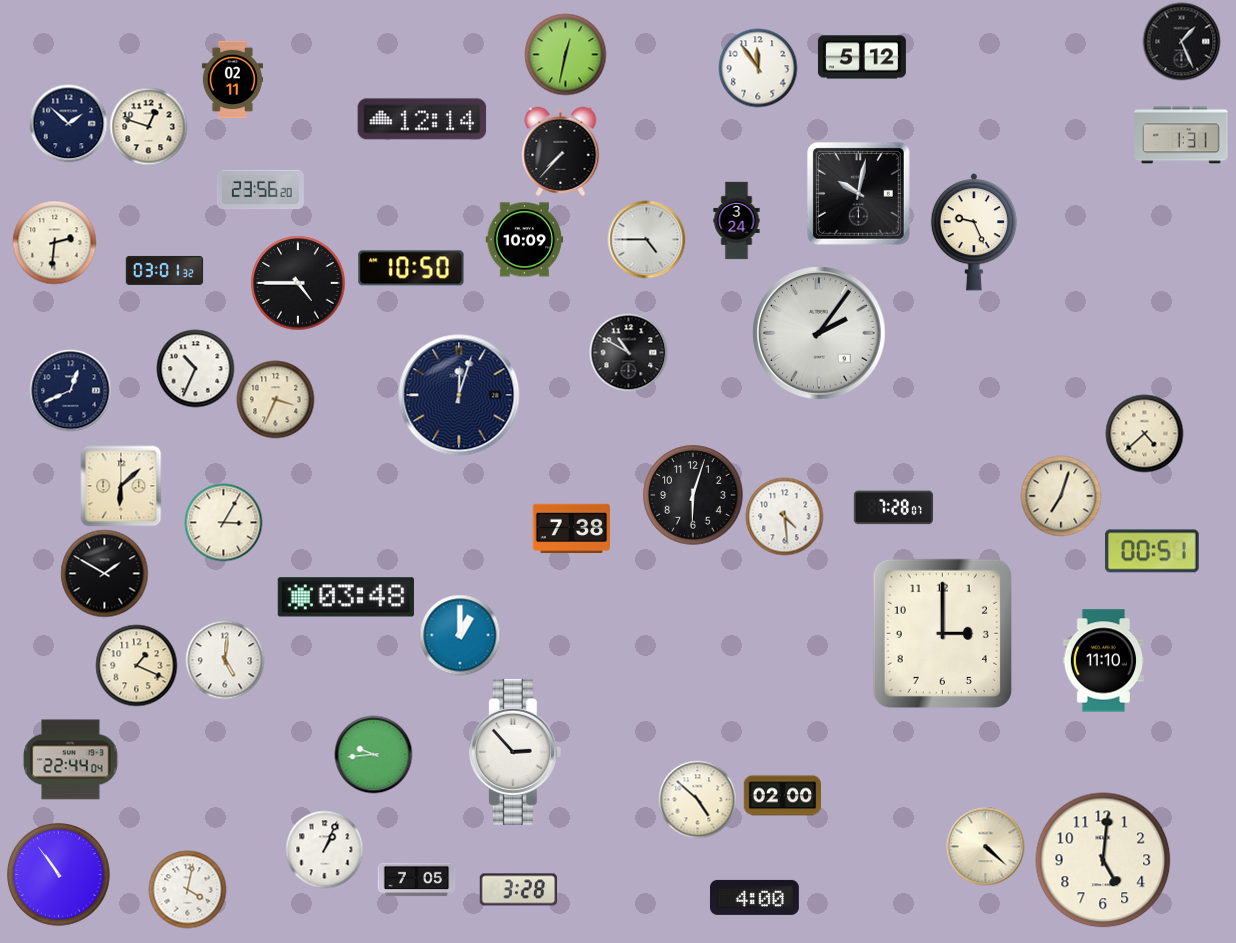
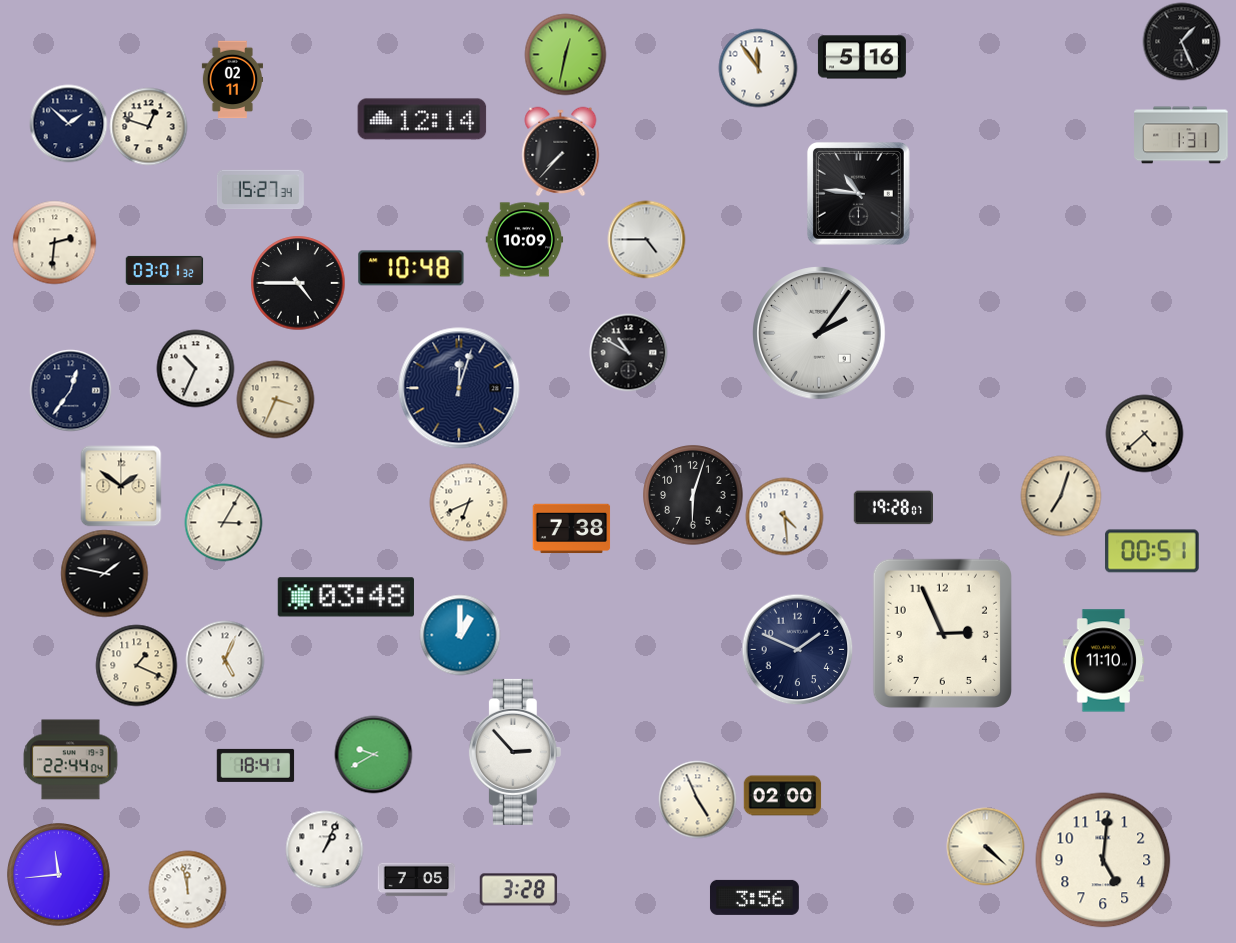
clock at (862, 57): 5:12 -> 5:16
clock at (260, 190): 23:56 -> 15:27
clock at (858, 193): 10:02 -> 10:46
clock at (737, 220): 3:24 -> none
clock at (973, 232): 9:26 -> none
clock at (411, 268): 10:50 -> 10:48
clock at (70, 390): 12:41 -> 12:36
clock at (459, 395) position: (459, 395) -> (459, 388)
clock at (121, 486): 6:08 -> 1:51
clock at (468, 502): none -> 6:41
clock at (893, 508): 7:28 -> 19:28
clock at (104, 573): 1:50 -> 1:47
clock at (942, 633): 3:00 -> 2:56
clock at (797, 649): none -> 1:49
clock at (225, 660): 5:01 -> 5:04
clock at (373, 754): 9:44 -> 9:40
clock at (255, 765): none -> 18:41
clock at (697, 799): 4:52 -> 4:56
clock at (59, 875): 10:54 -> 11:44
clock at (187, 889): 4:02 -> 11:58
clock at (754, 897): 4:00 -> 3:56
